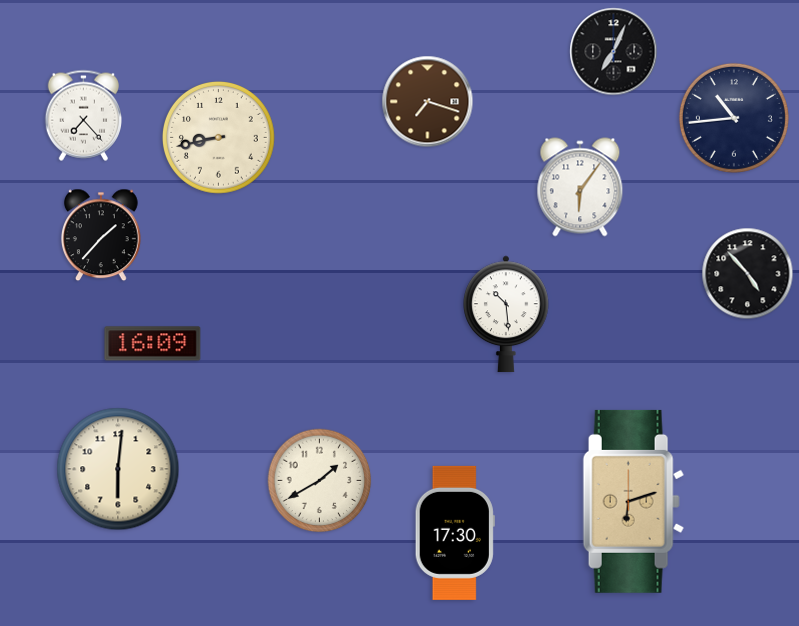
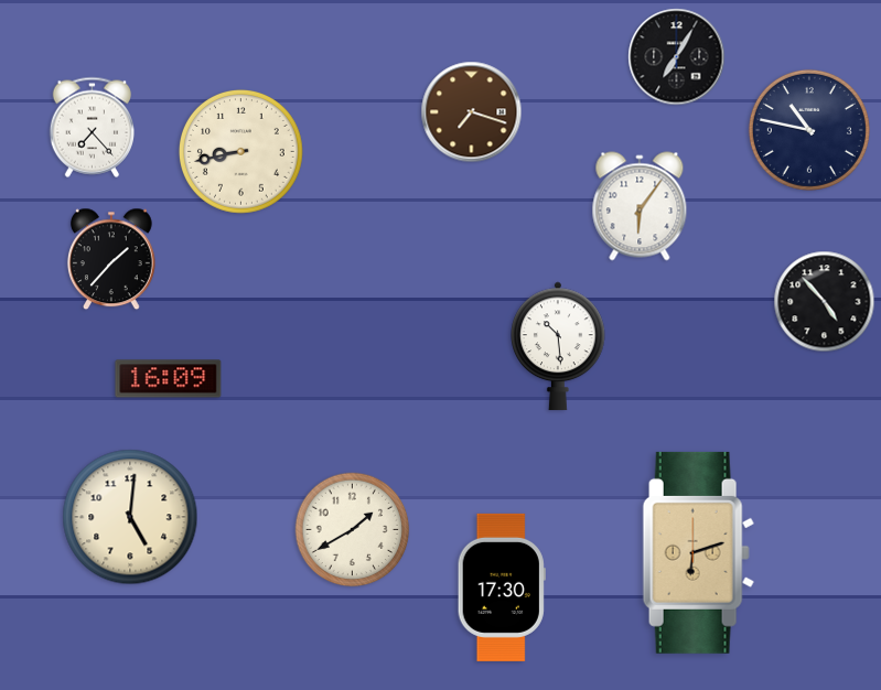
clock at (614, 52): 7:04 -> 7:05
clock at (734, 118): 10:44 -> 10:47
clock at (118, 469): 6:01 -> 5:01
